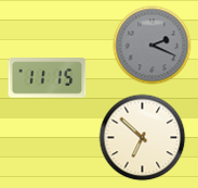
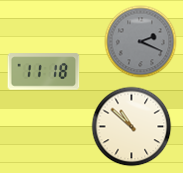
clock at (48, 78): 11:15 -> 11:18
clock at (143, 138): 6:52 -> 10:52
